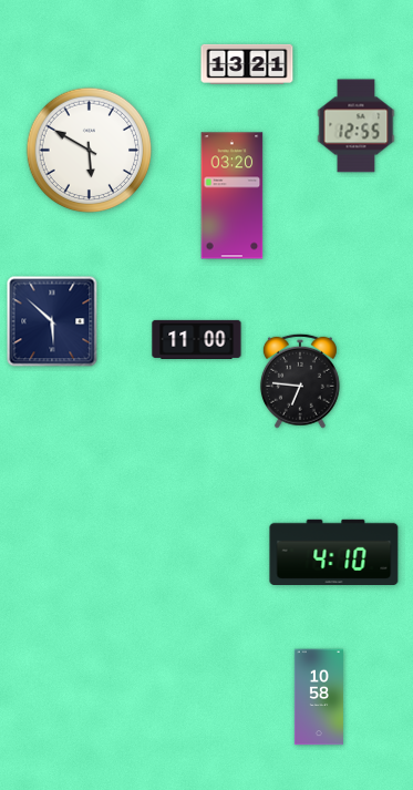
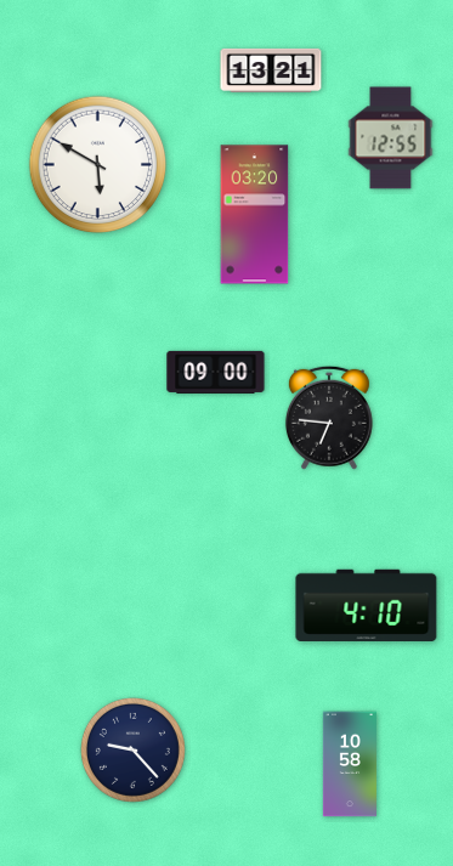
clock at (52, 321): 5:52 -> none
clock at (197, 339): 11:00 -> 09:00
clock at (132, 749): none -> 9:23
